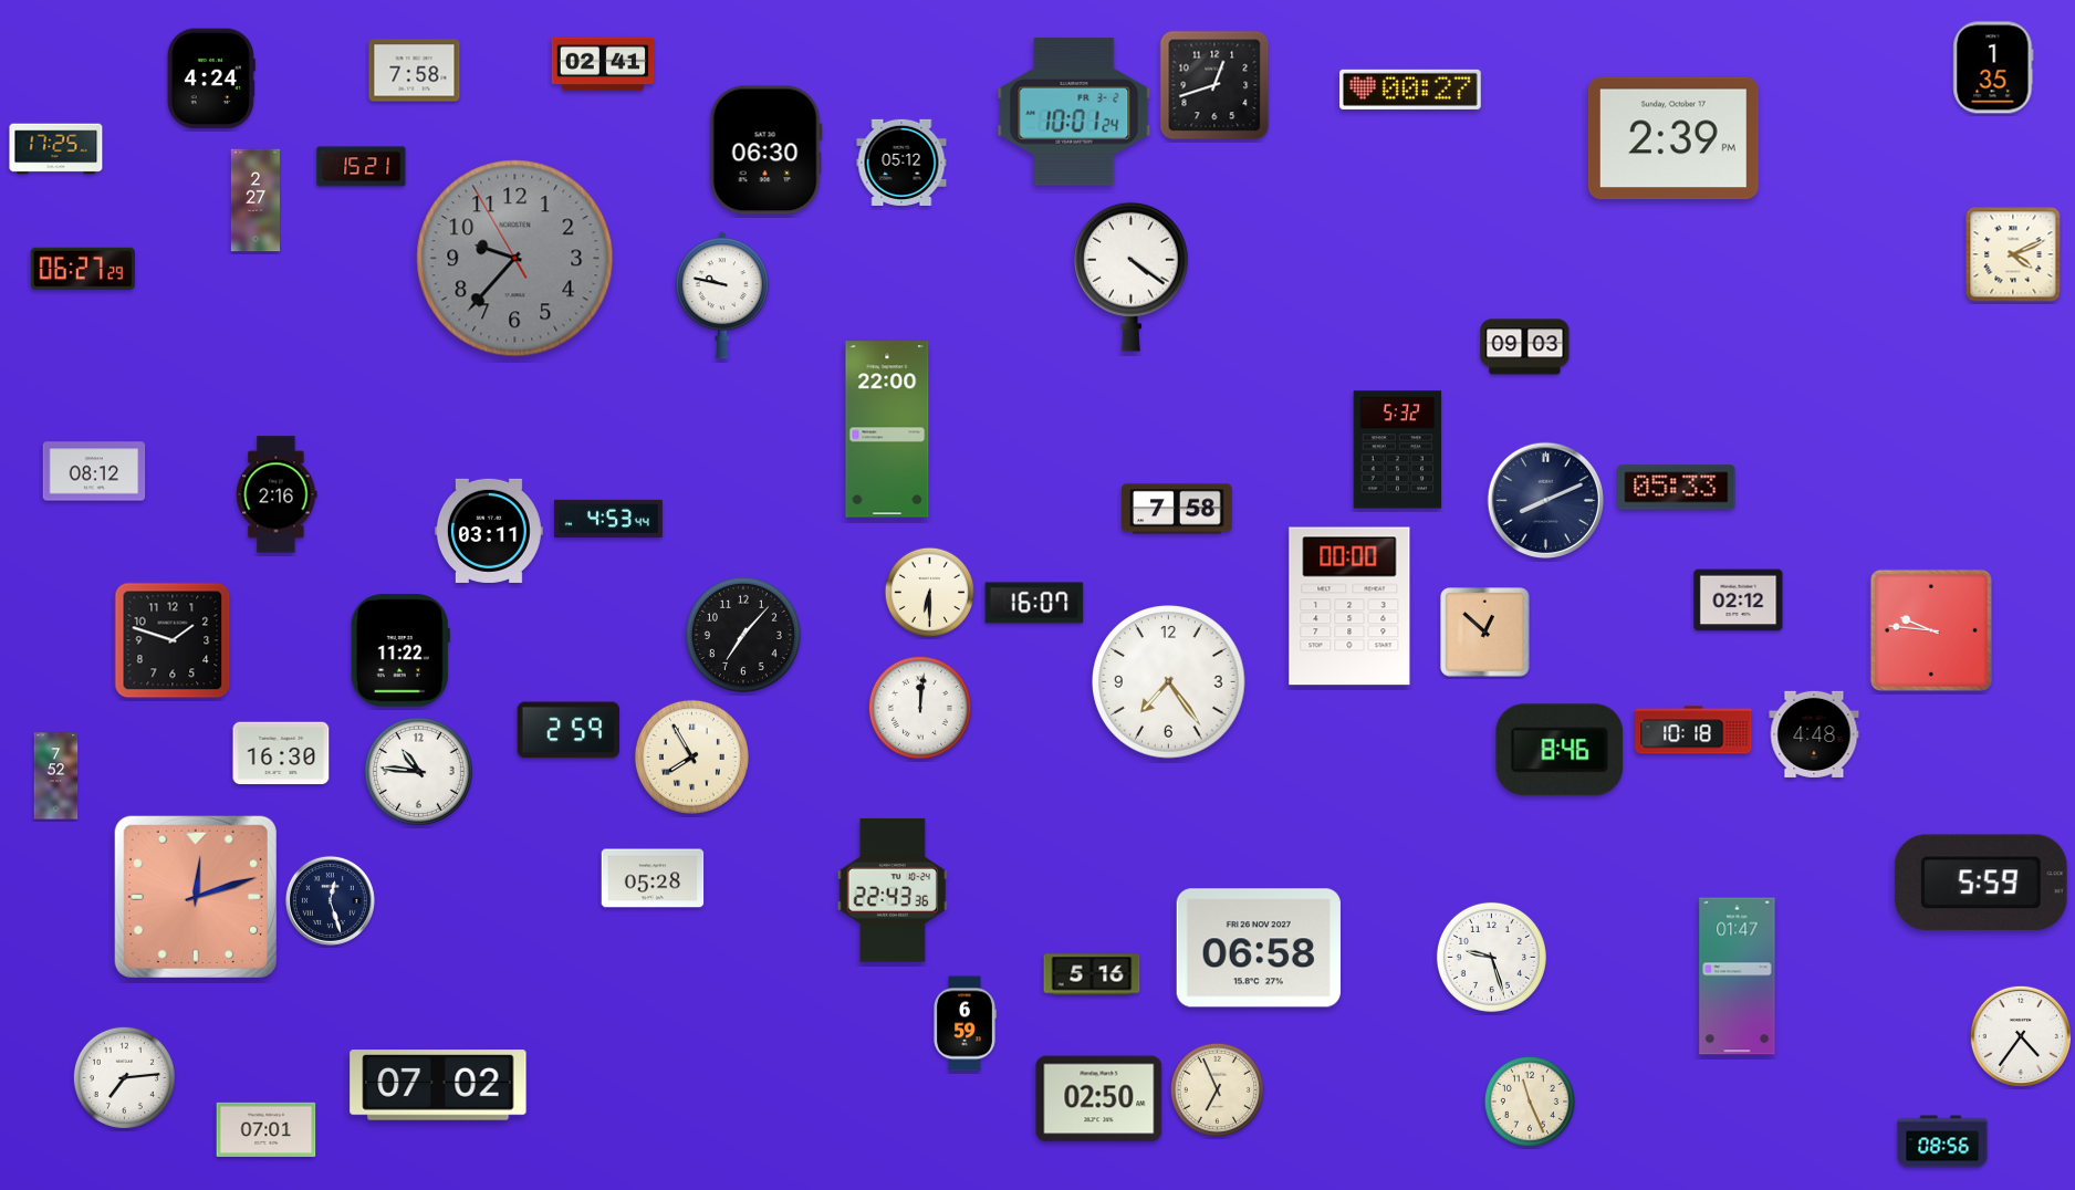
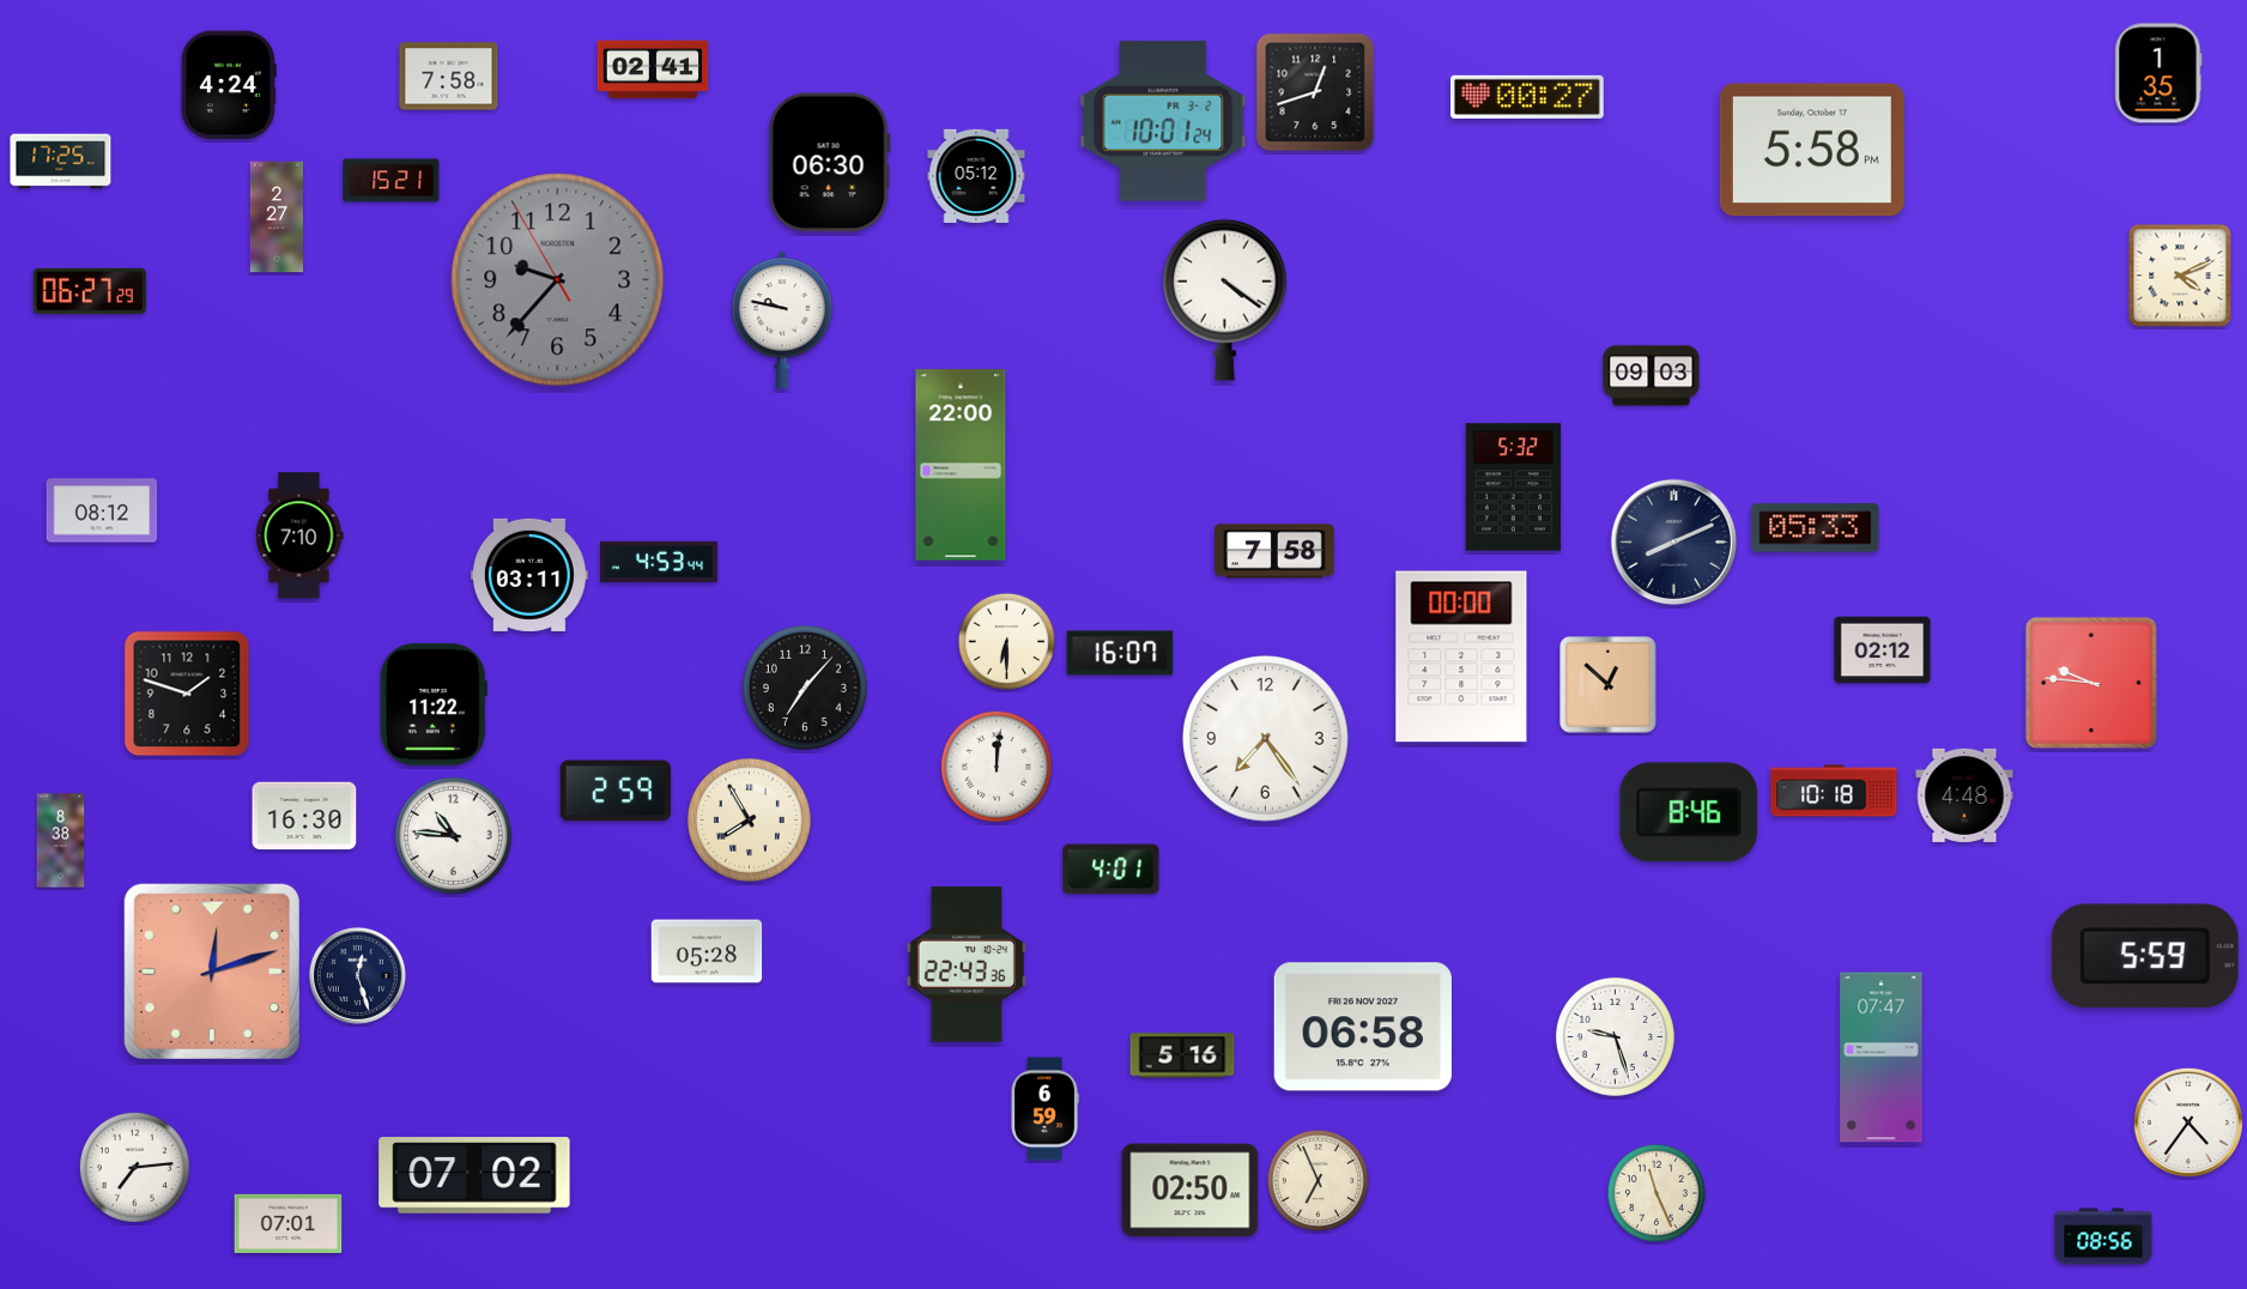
clock at (1673, 138): 2:39 -> 5:58
clock at (277, 494): 2:16 -> 7:10
clock at (56, 776): 7:52 -> 8:38
clock at (1112, 870): none -> 4:01
clock at (1738, 977): 01:47 -> 07:47
